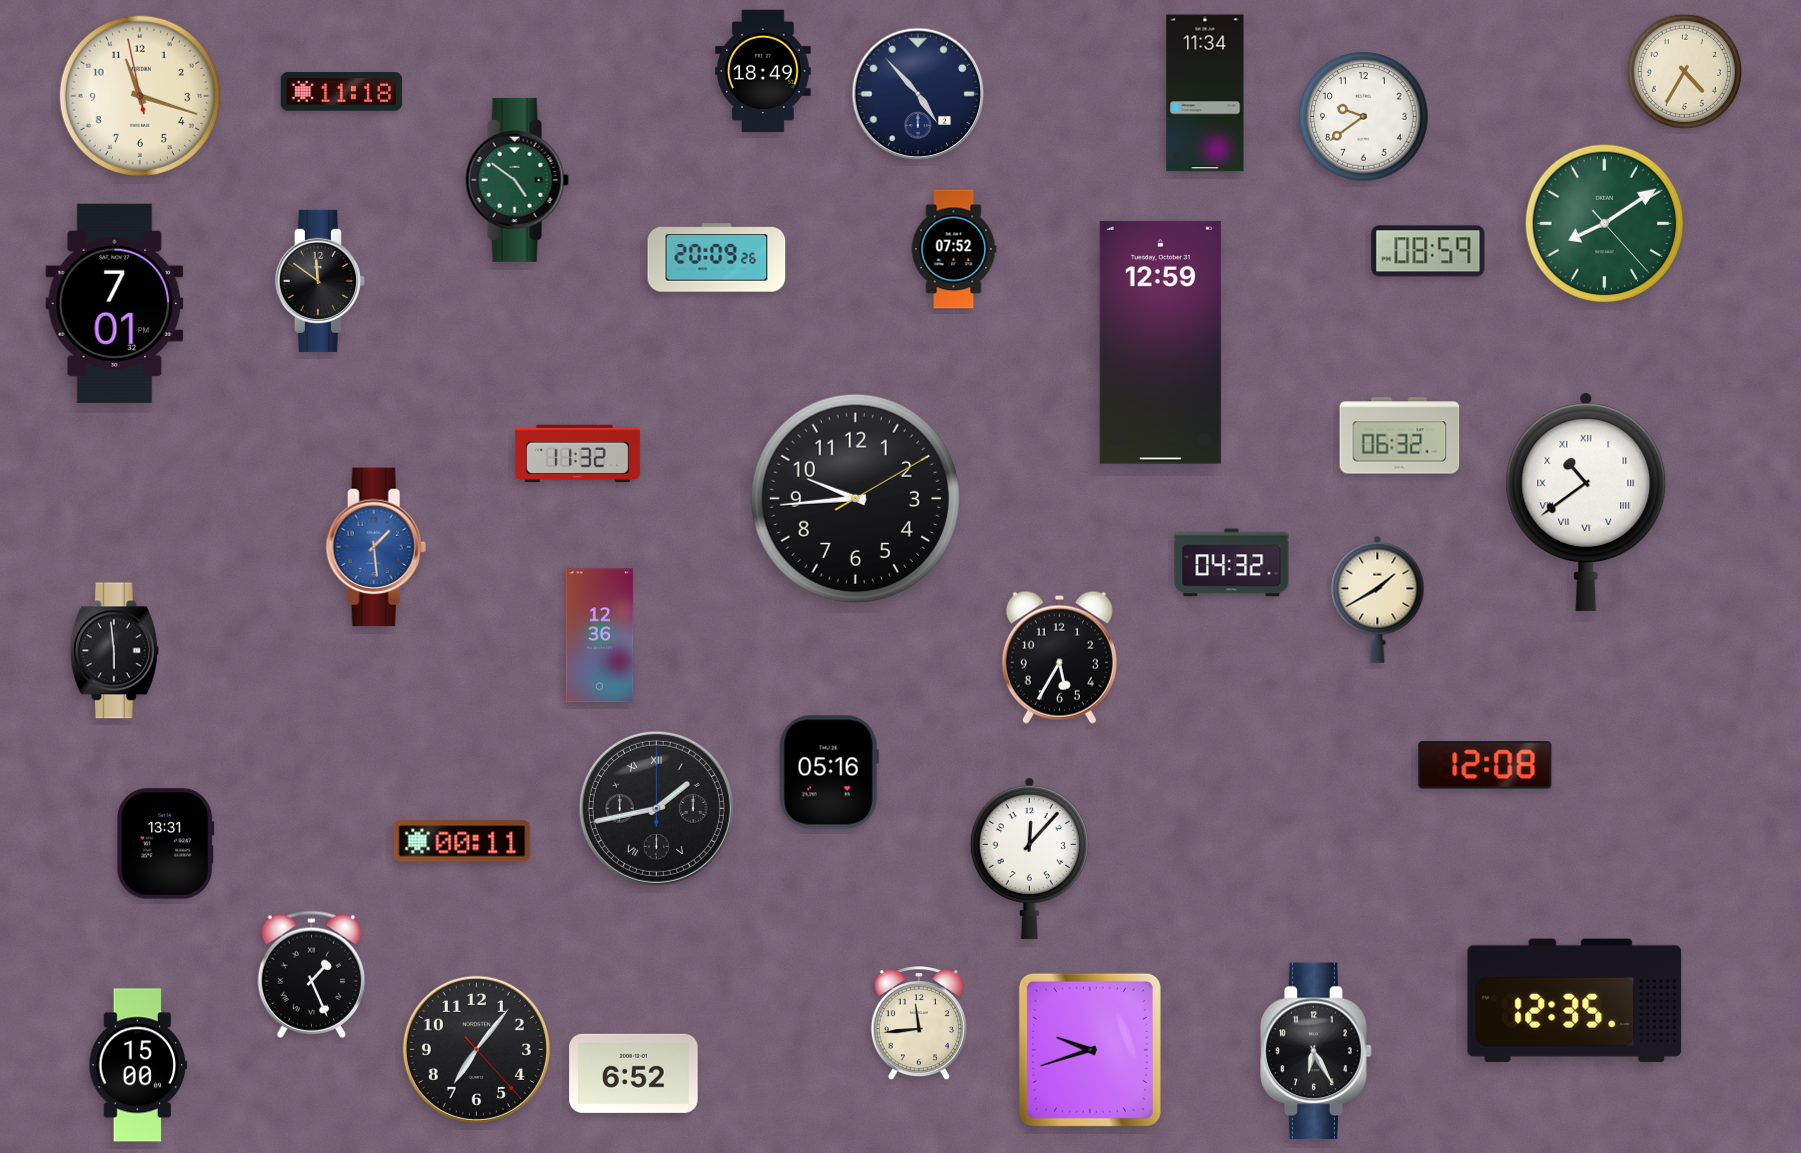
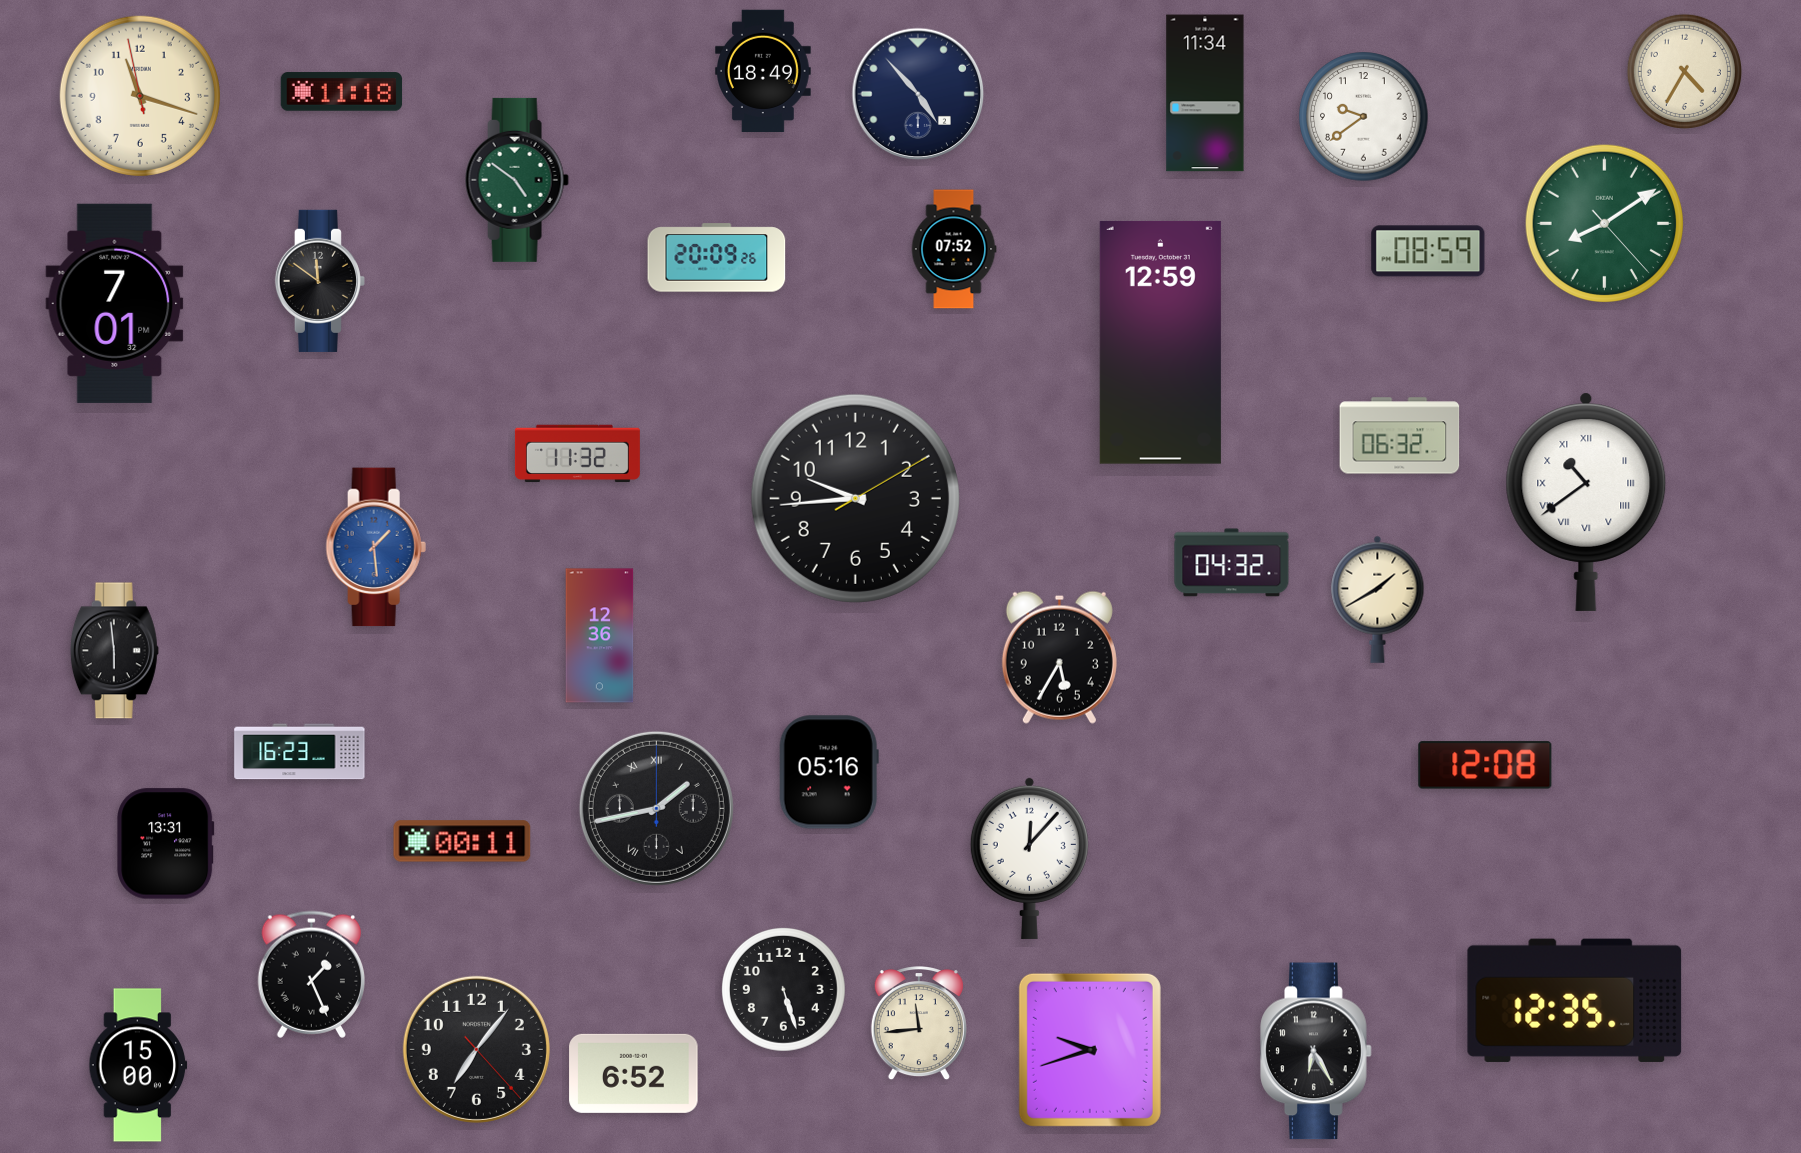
clock at (300, 752): none -> 16:23
clock at (783, 989): none -> 5:27
